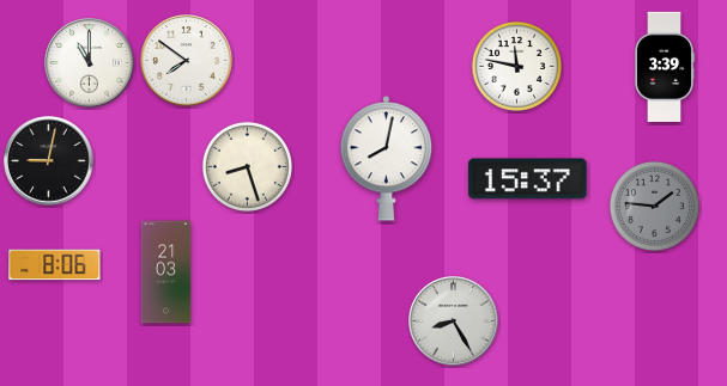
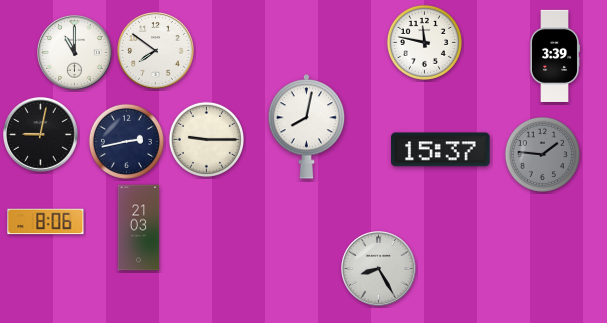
clock at (516, 66) position: (516, 66) -> (424, 42)
clock at (387, 159) position: (387, 159) -> (307, 127)
clock at (247, 166): 8:27 -> 9:15
clock at (126, 141): none -> 2:43
clock at (654, 206) position: (654, 206) -> (542, 154)
